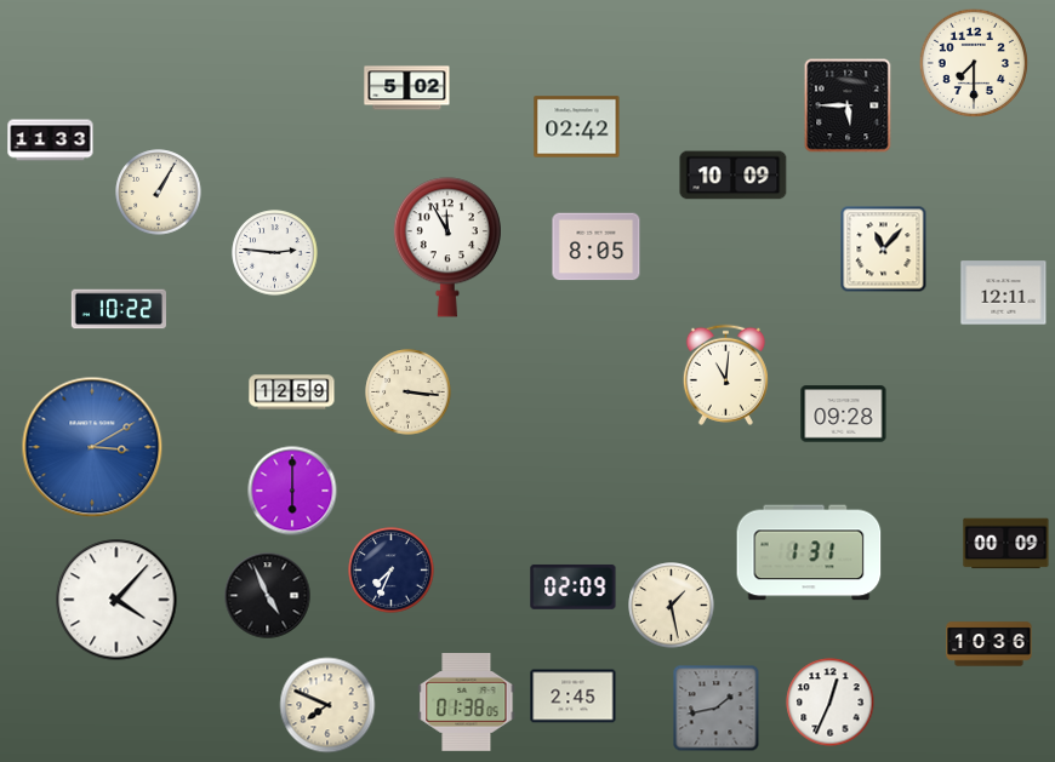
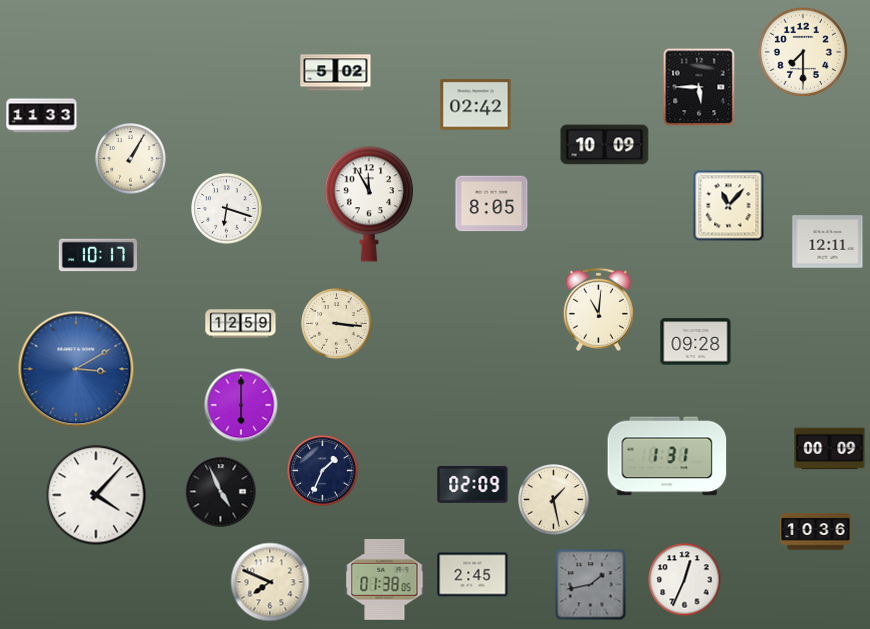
clock at (275, 253): 2:46 -> 6:18
clock at (118, 309): 10:22 -> 10:17
clock at (392, 571): 7:34 -> 1:34
